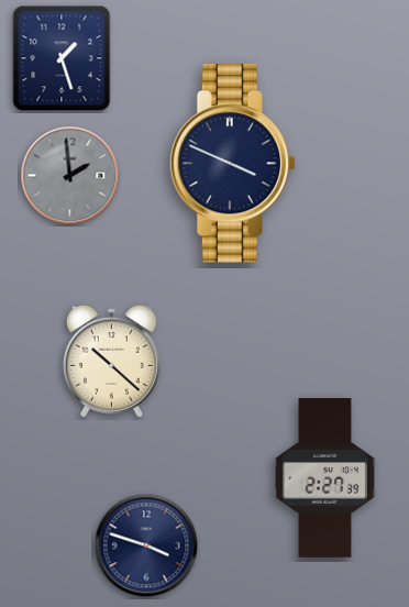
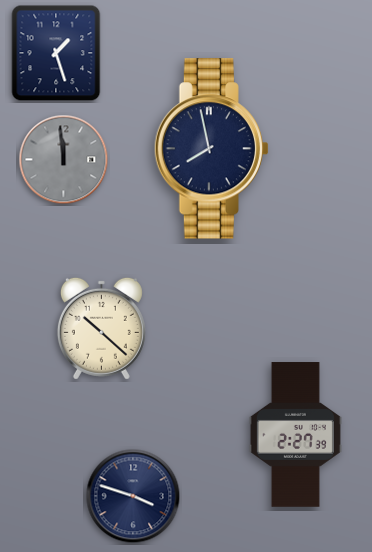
clock at (232, 164): 3:49 -> 7:58
clock at (70, 176): 1:59 -> 11:59
